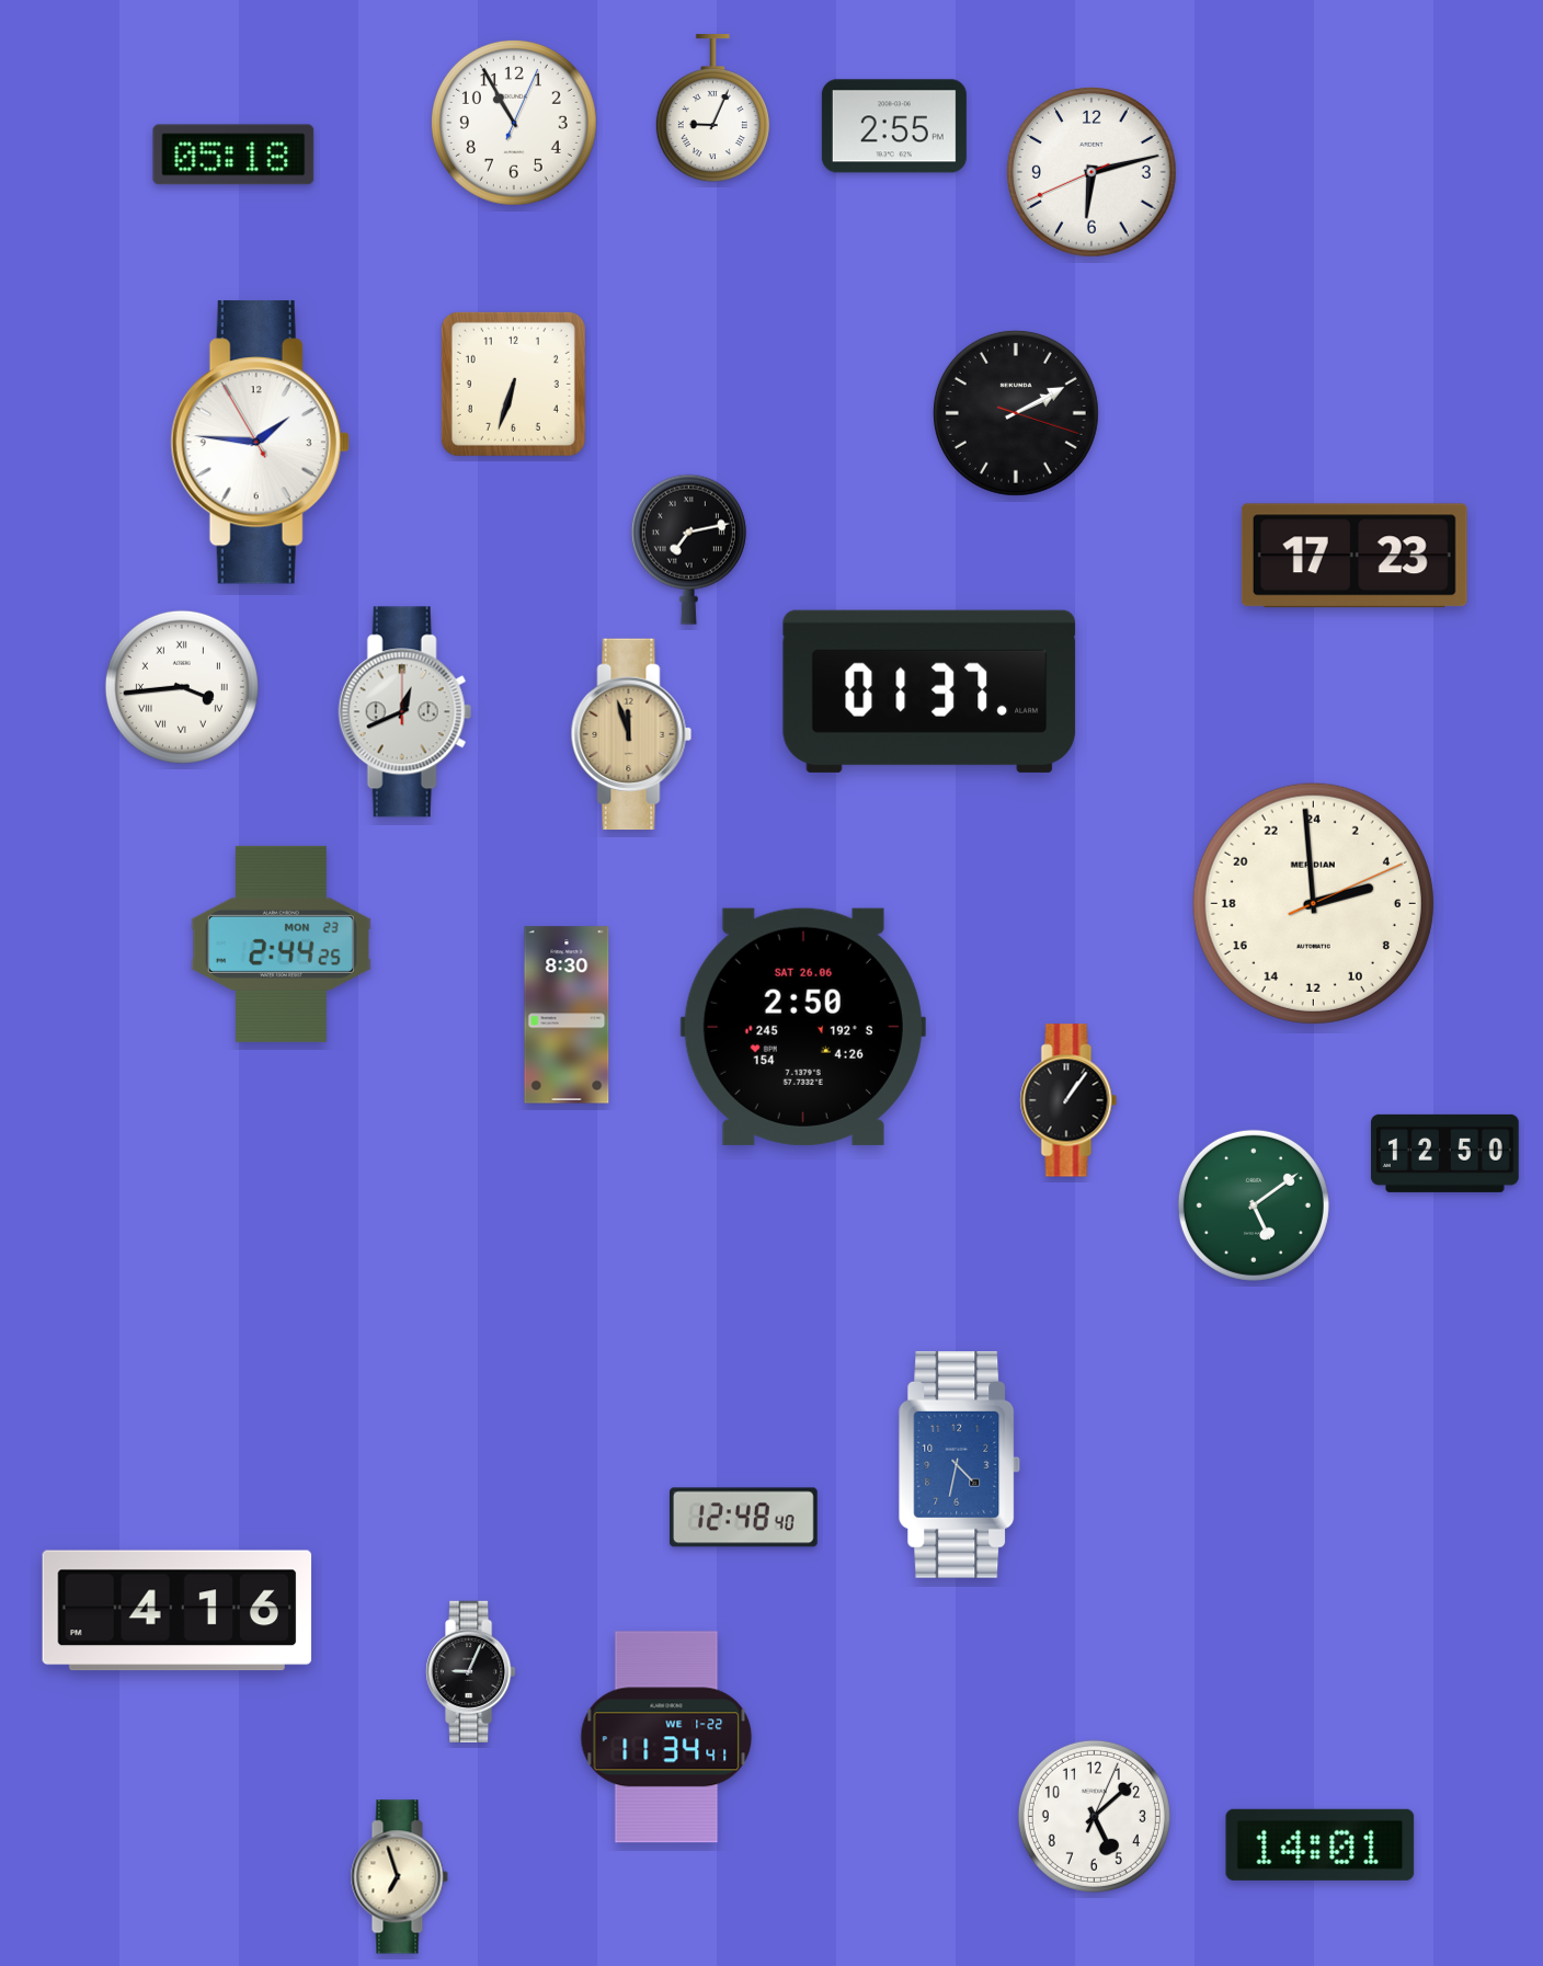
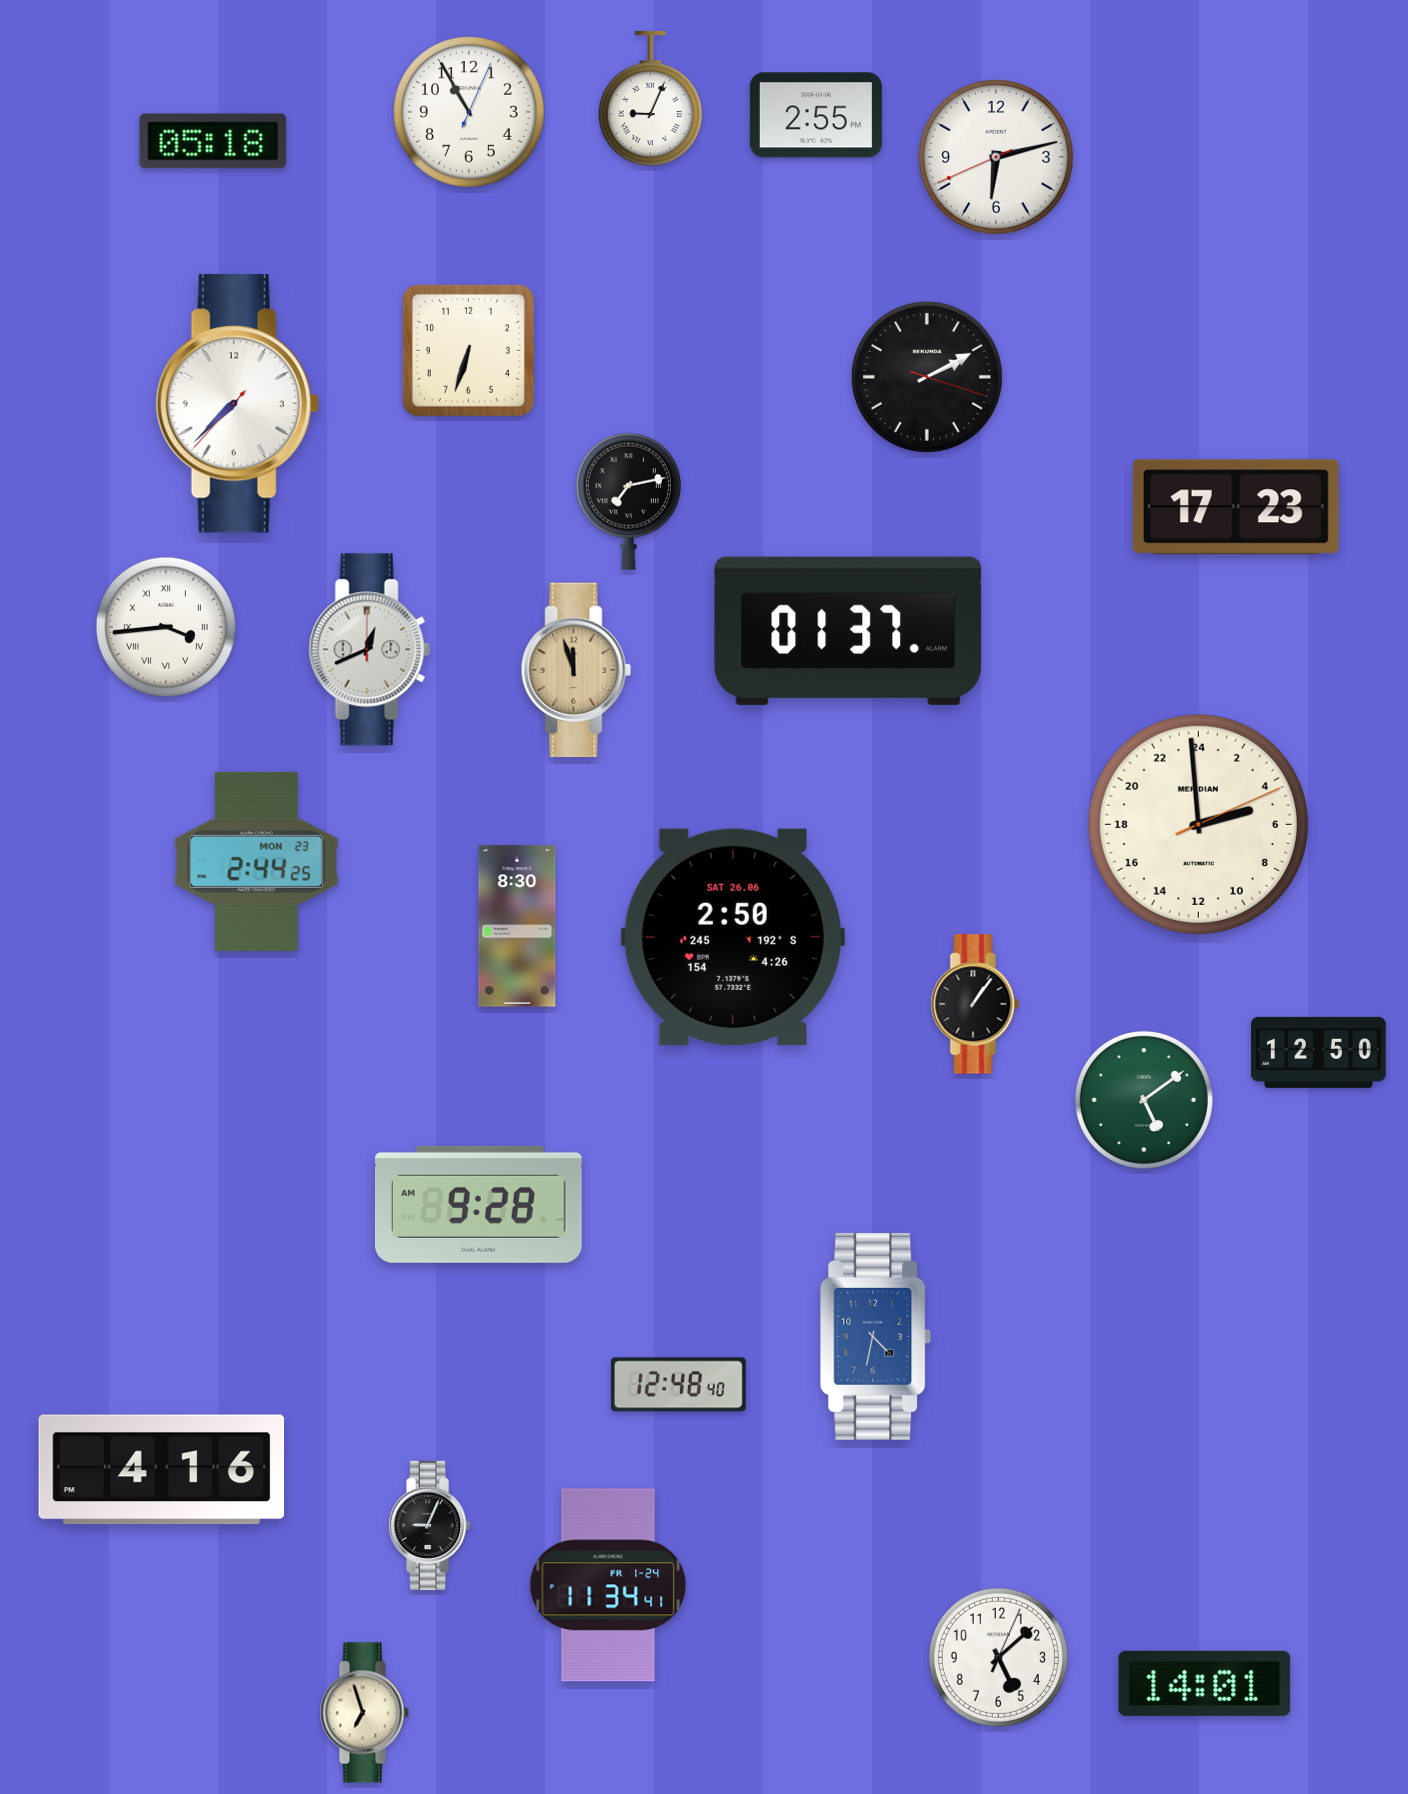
clock at (260, 443): 1:45 -> 7:37
clock at (478, 1204): none -> 9:28
clock at (666, 1737) date: WE 1-22 -> FR 1-24
